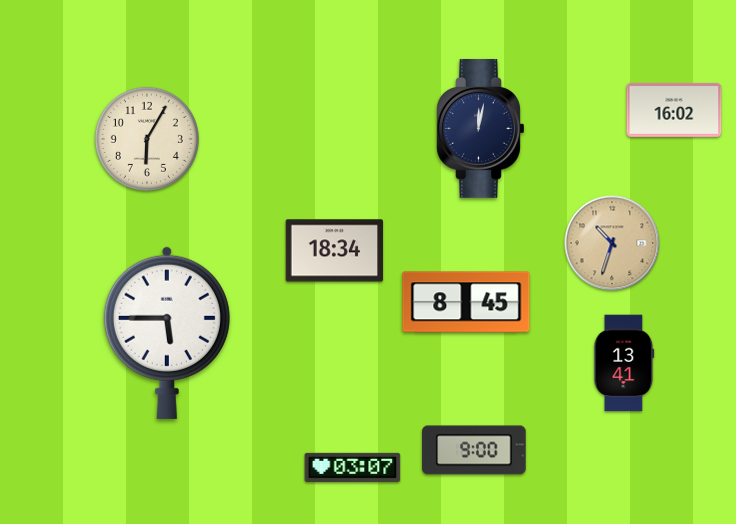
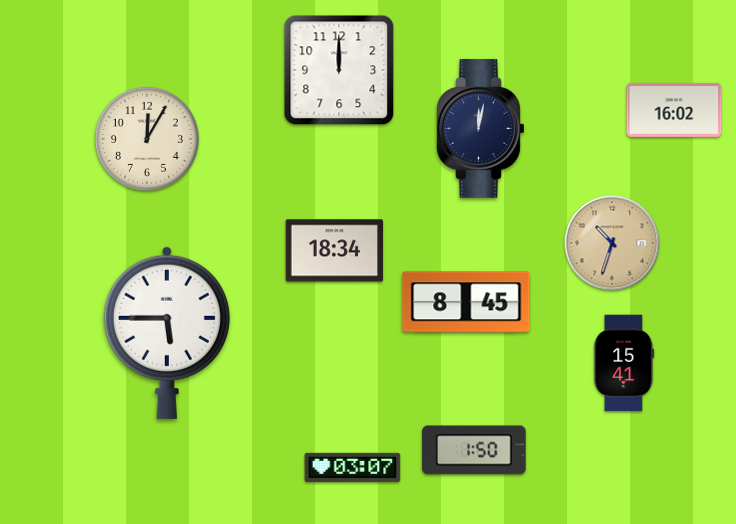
clock at (339, 70): none -> 12:00
clock at (147, 139): 6:05 -> 12:05
clock at (624, 363): 13:41 -> 15:41
clock at (474, 450): 9:00 -> 1:50
